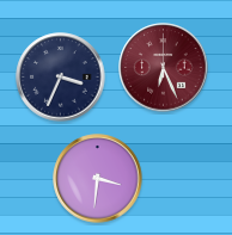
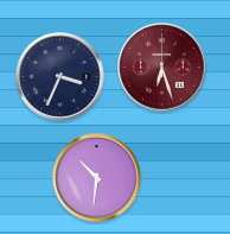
clock at (164, 68): 6:26 -> 6:27
clock at (98, 179): 3:31 -> 10:31
